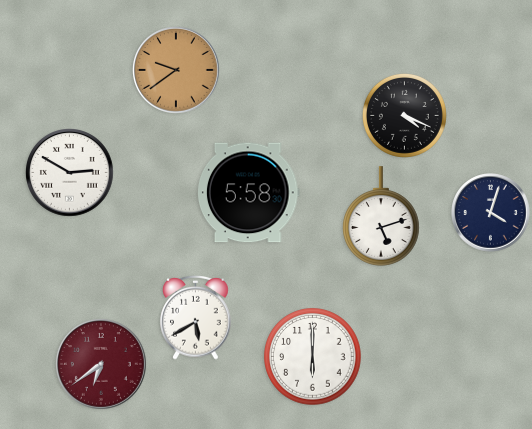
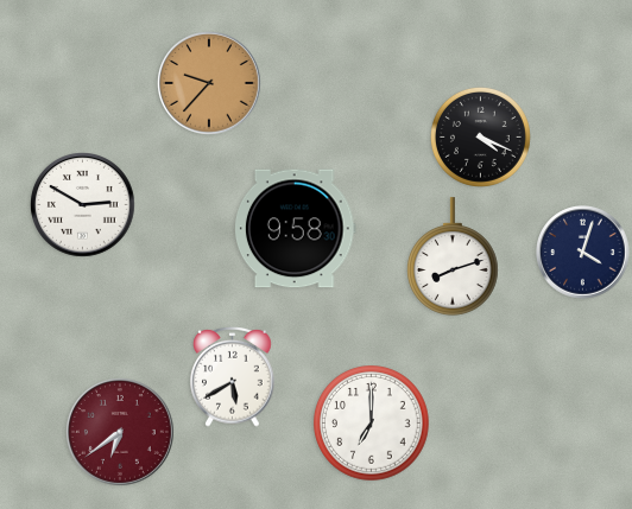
clock at (177, 71): 9:39 -> 9:37
clock at (249, 193): 5:58 -> 9:58
clock at (381, 216): 5:12 -> 8:12
clock at (313, 357): 6:00 -> 7:00
